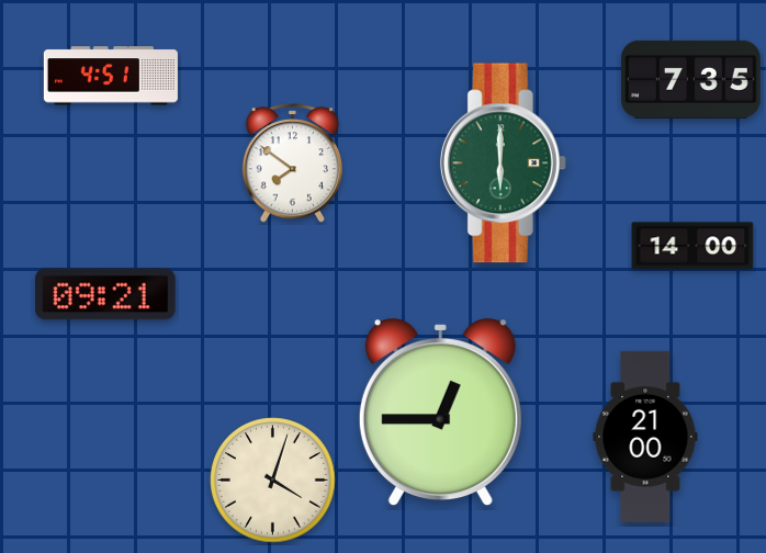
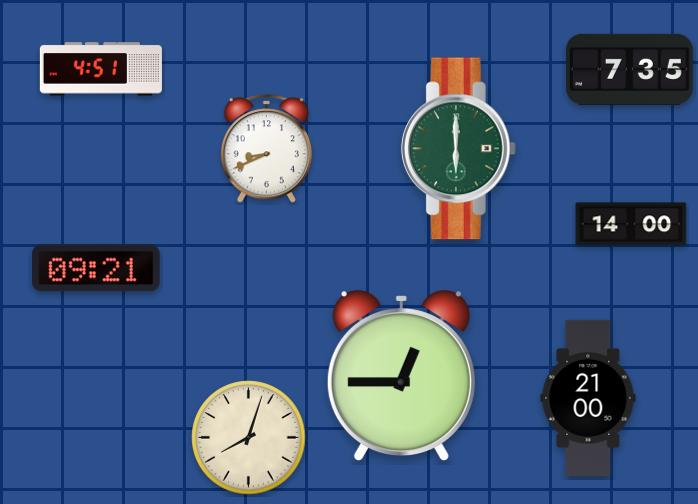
clock at (691, 79) position: (691, 79) -> (630, 69)
clock at (292, 163): 7:51 -> 8:41
clock at (273, 481): 4:03 -> 8:03
